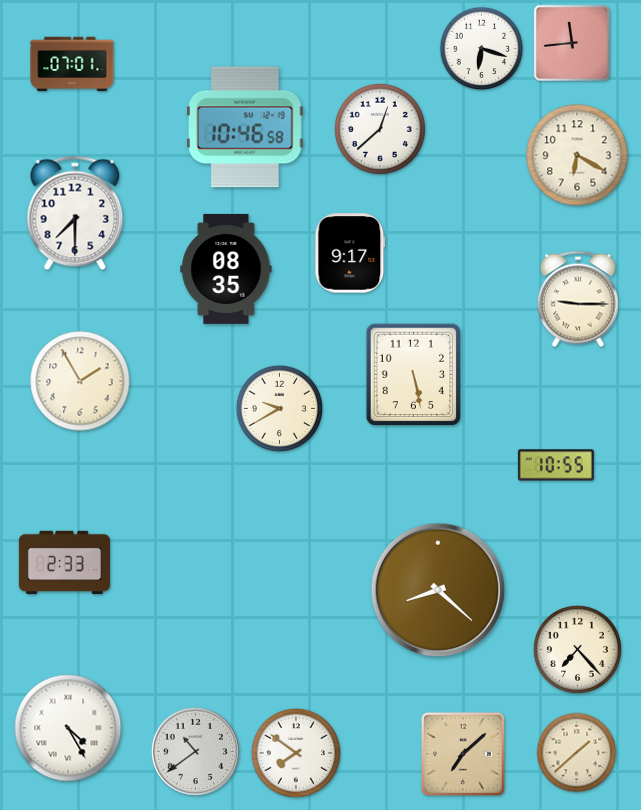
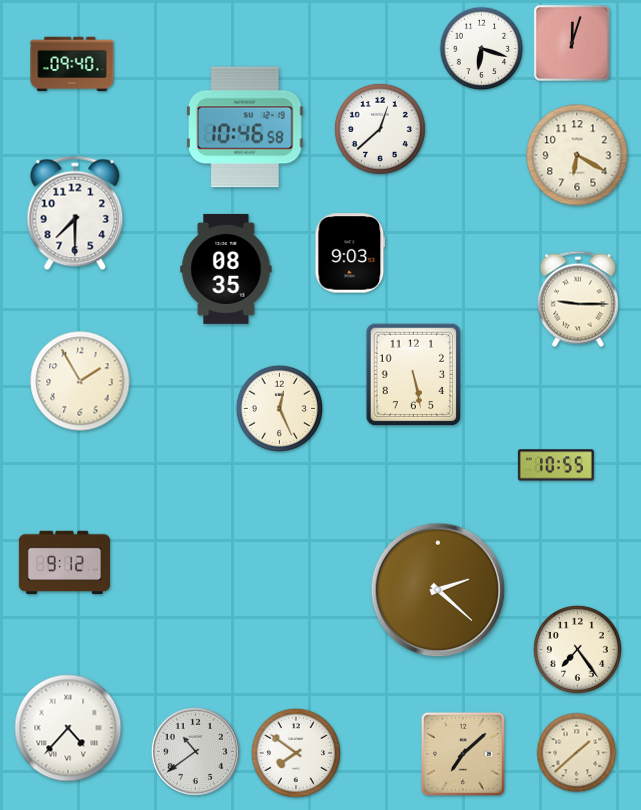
clock at (572, 43): 11:44 -> 12:03
clock at (72, 64): 07:01 -> 09:40
clock at (350, 253): 9:17 -> 9:03
clock at (279, 408): 9:40 -> 12:26
clock at (64, 563): 2:33 -> 9:12
clock at (438, 590): 8:22 -> 2:22
clock at (577, 649): 7:23 -> 7:24
clock at (68, 728): 4:25 -> 4:37
